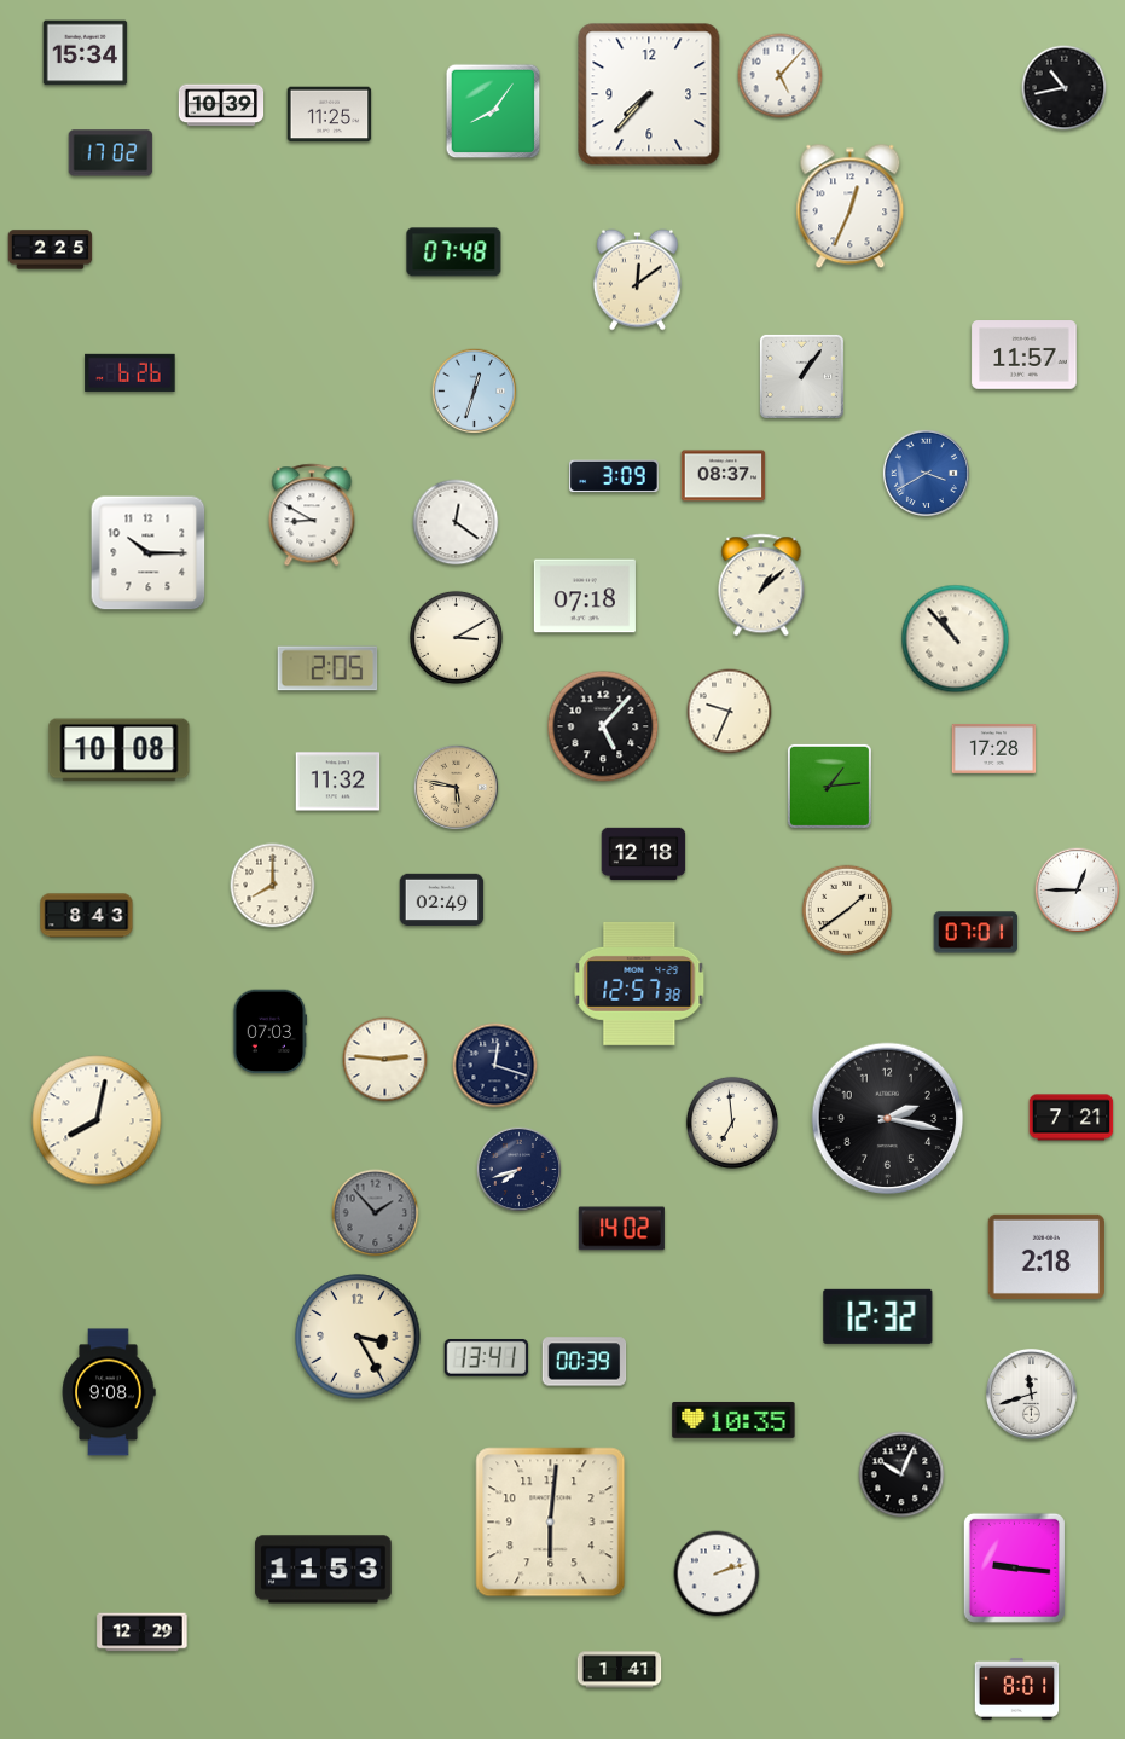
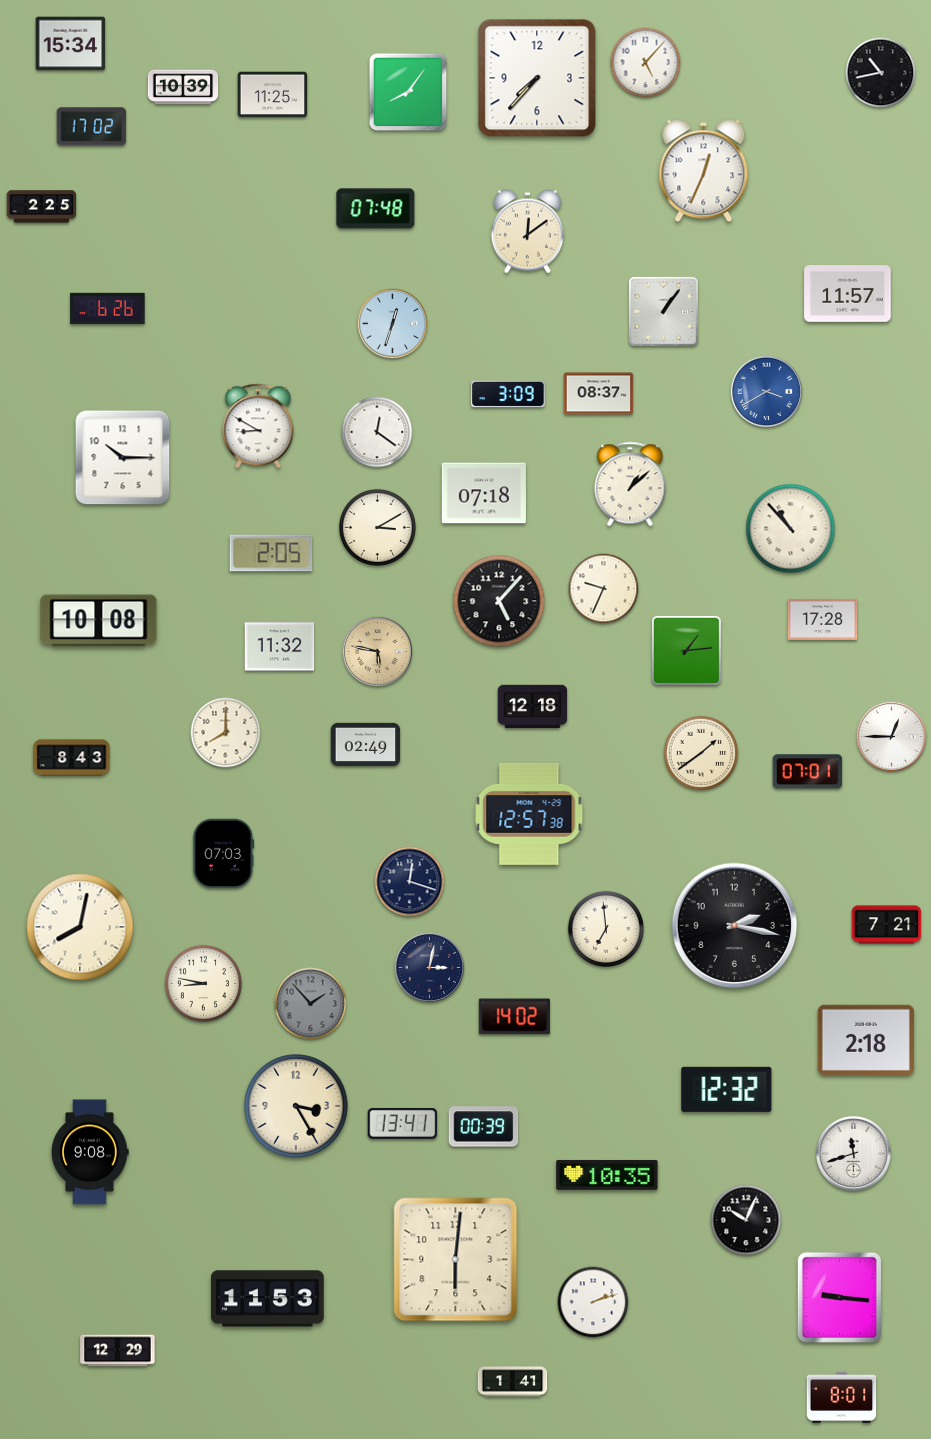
clock at (385, 1060): 2:46 -> none
clock at (520, 1170): 7:42 -> 3:02
clock at (203, 983): none -> 8:47
